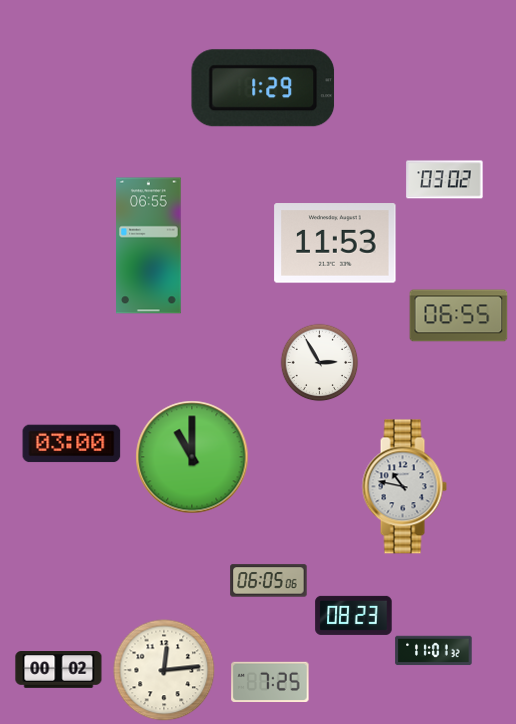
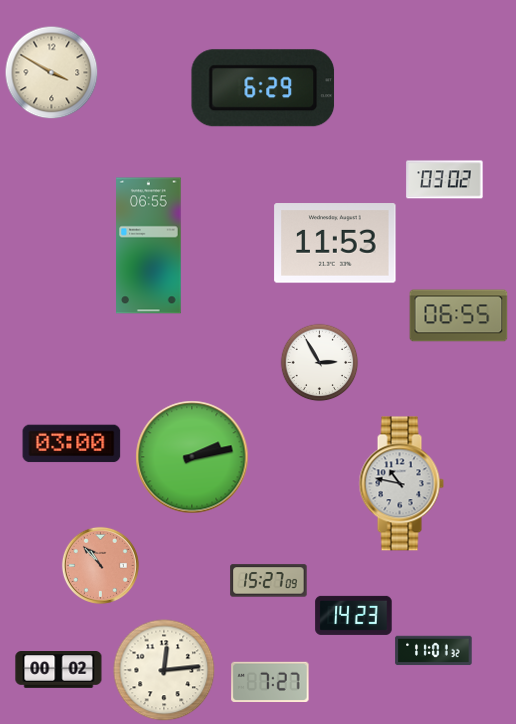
clock at (51, 72): none -> 3:50
clock at (263, 88): 1:29 -> 6:29
clock at (192, 457): 11:00 -> 2:13
clock at (404, 487) position: (404, 487) -> (401, 484)
clock at (100, 565): none -> 10:53
clock at (269, 581): 06:05 -> 15:27
clock at (354, 615): 08:23 -> 14:23
clock at (270, 681): 7:25 -> 7:27
